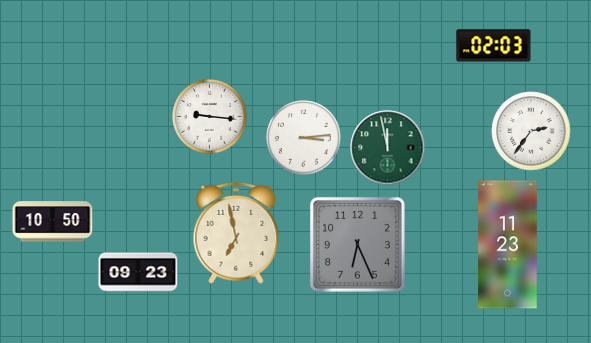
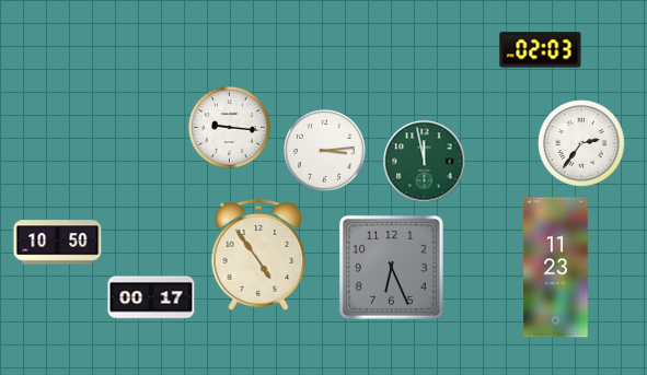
clock at (304, 138) position: (304, 138) -> (325, 151)
clock at (236, 233): 6:58 -> 4:54
clock at (138, 272): 09:23 -> 00:17
